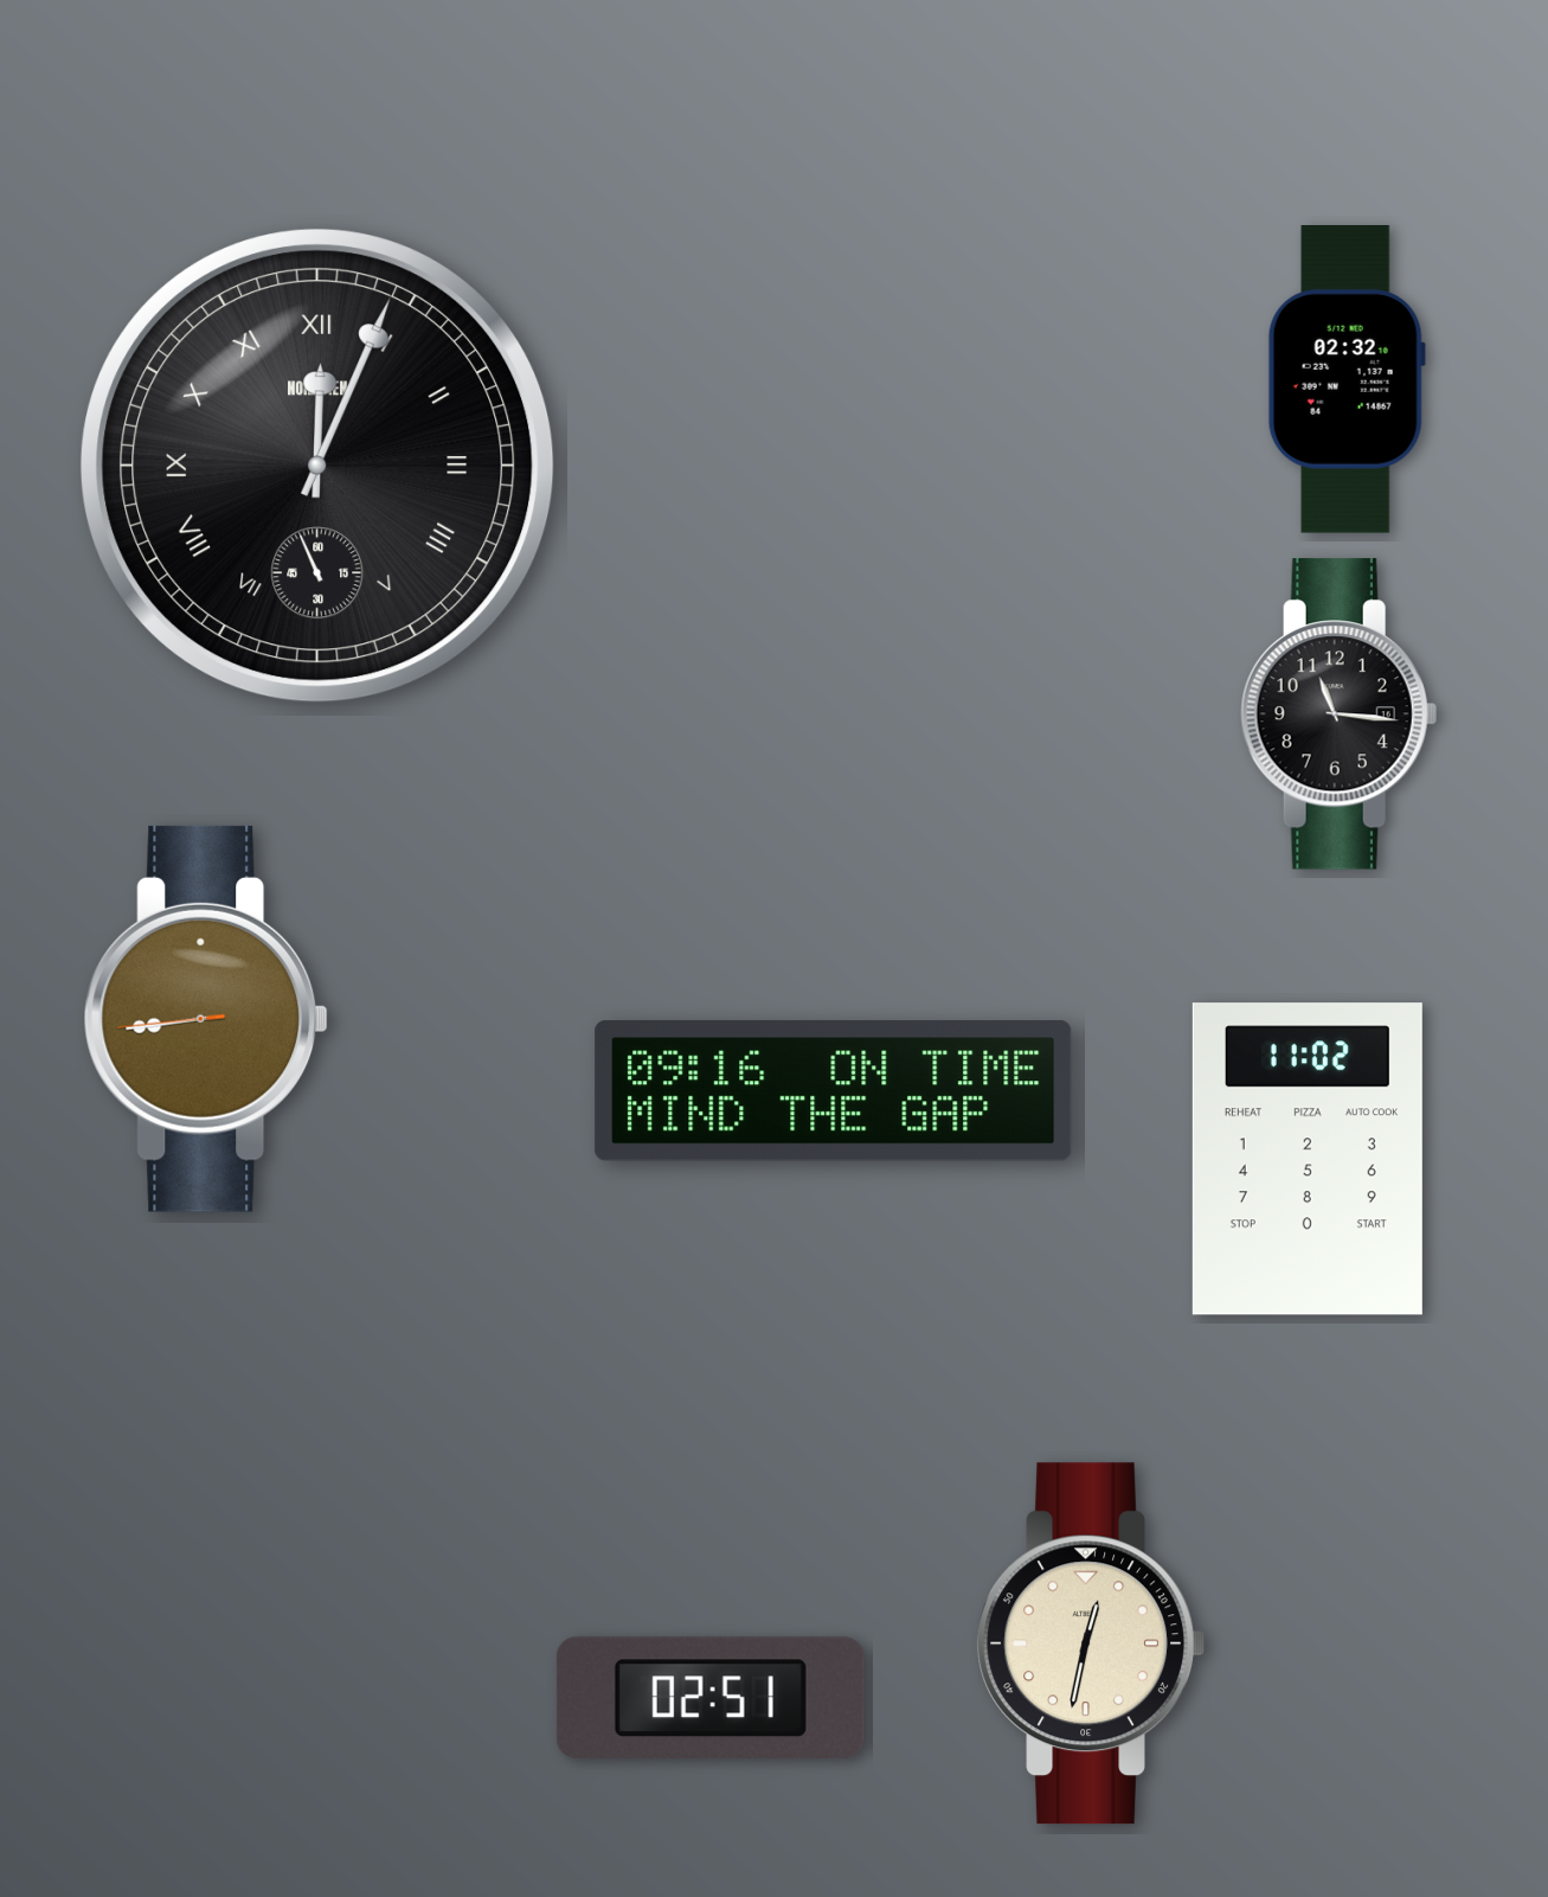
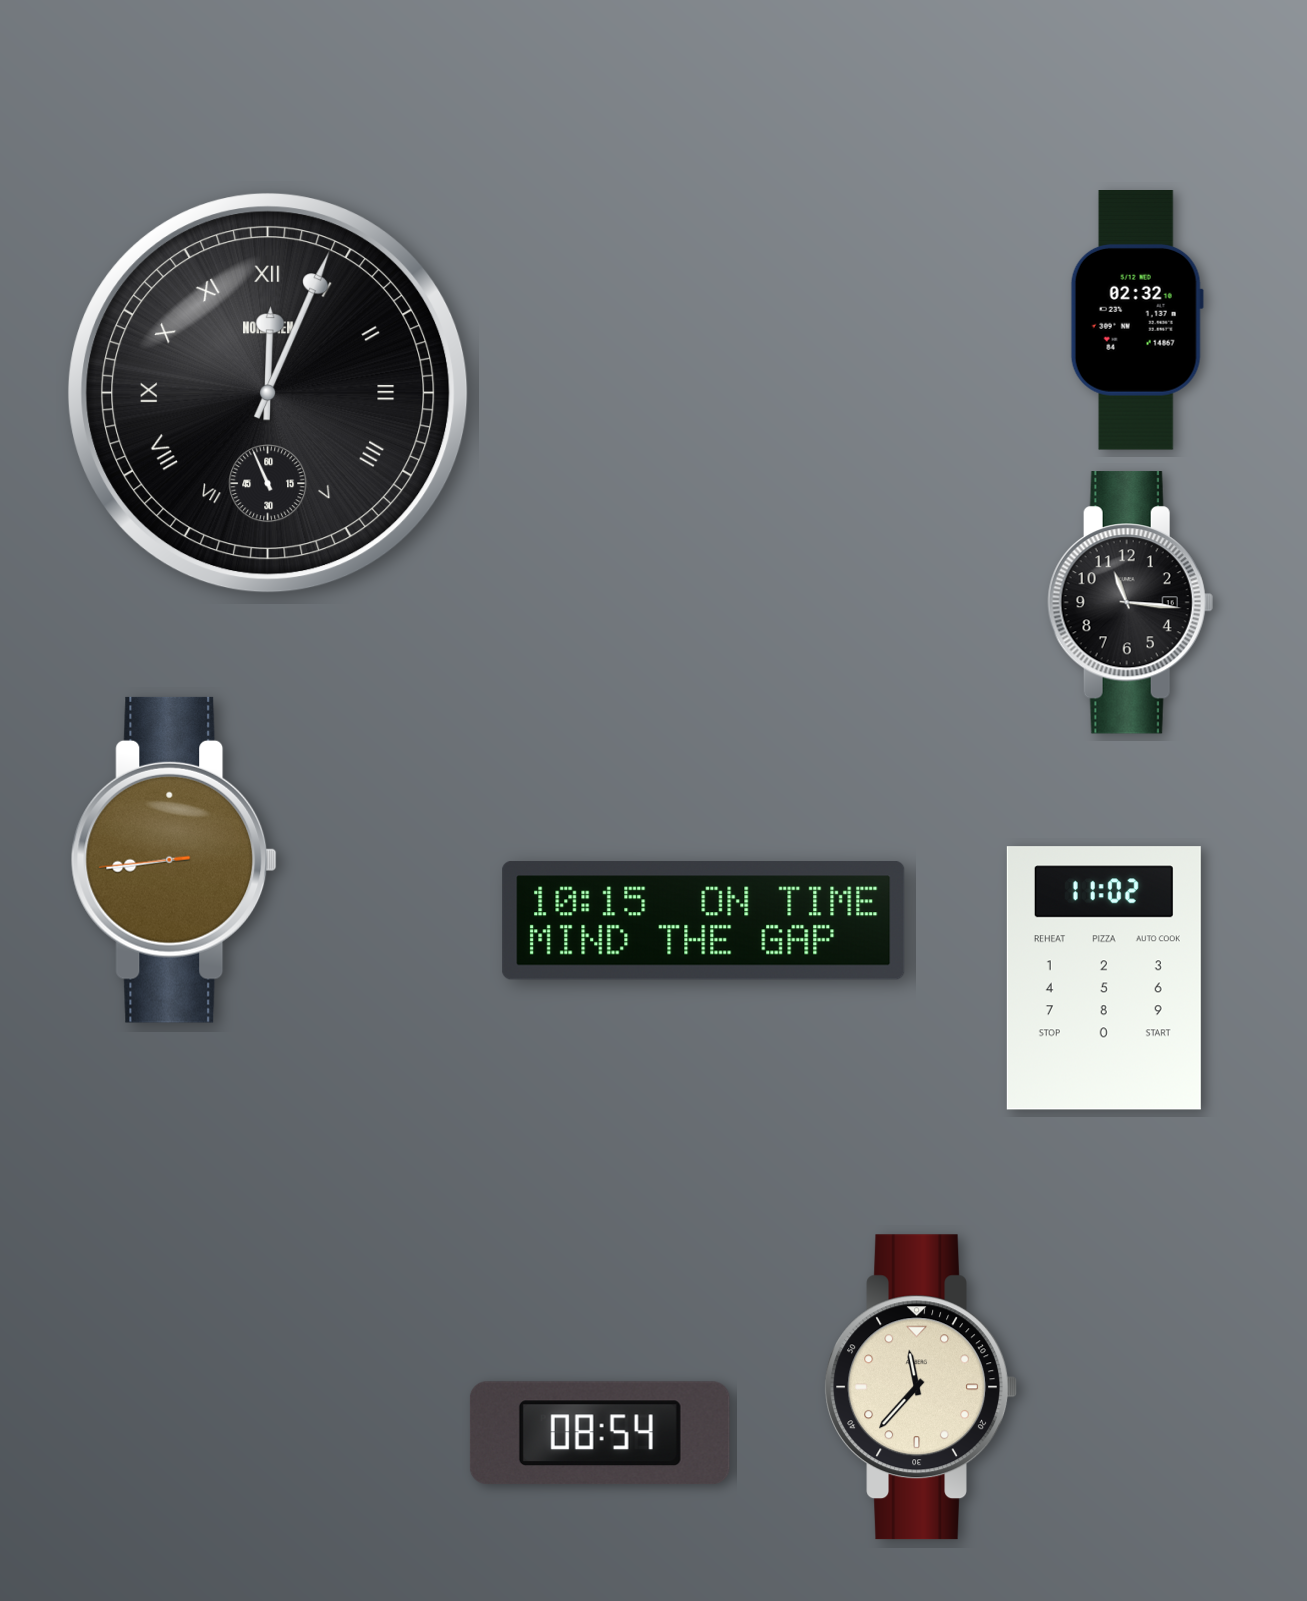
clock at (834, 1091): 09:16 -> 10:15
clock at (1090, 1643): 12:32 -> 11:37
clock at (711, 1698): 02:51 -> 08:54
